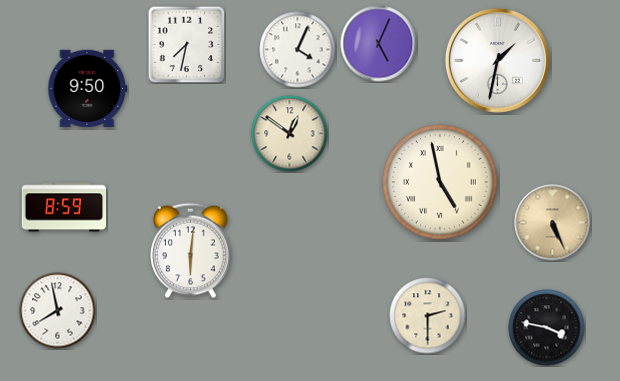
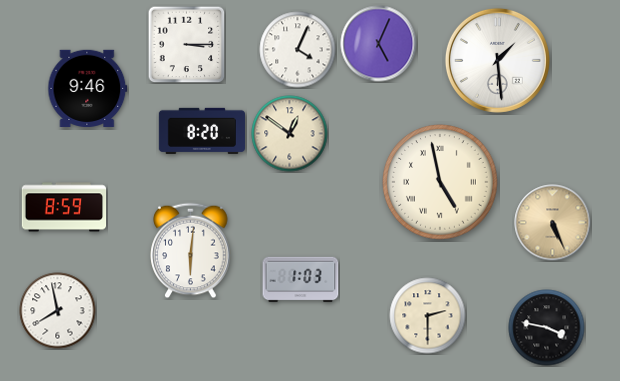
clock at (186, 44): 7:32 -> 3:15
clock at (497, 60): 1:32 -> 1:29
clock at (88, 88): 9:50 -> 9:46
clock at (202, 131): none -> 8:20
clock at (301, 280): none -> 1:03
